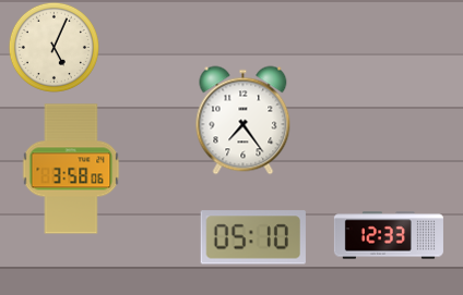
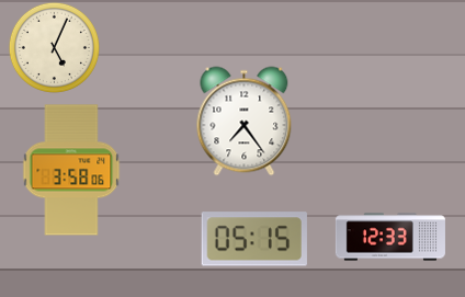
clock at (253, 237): 05:10 -> 05:15
